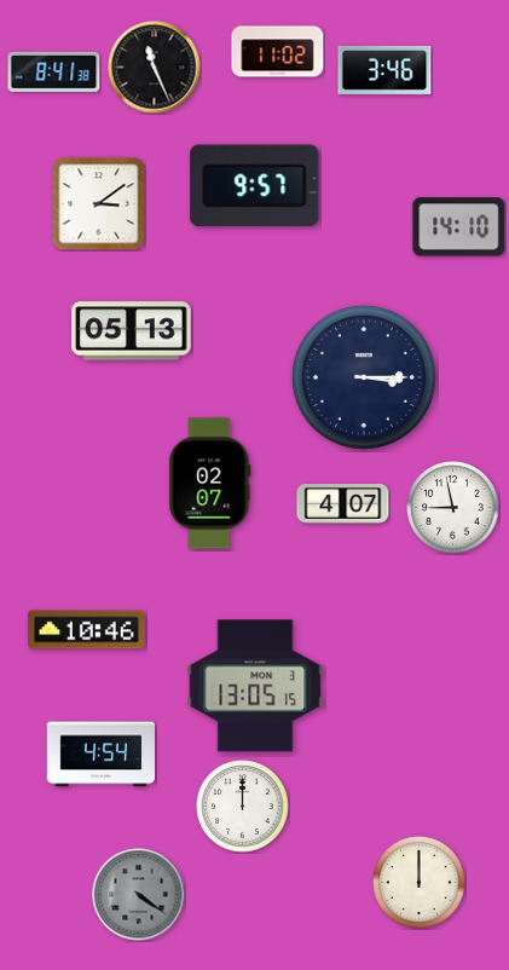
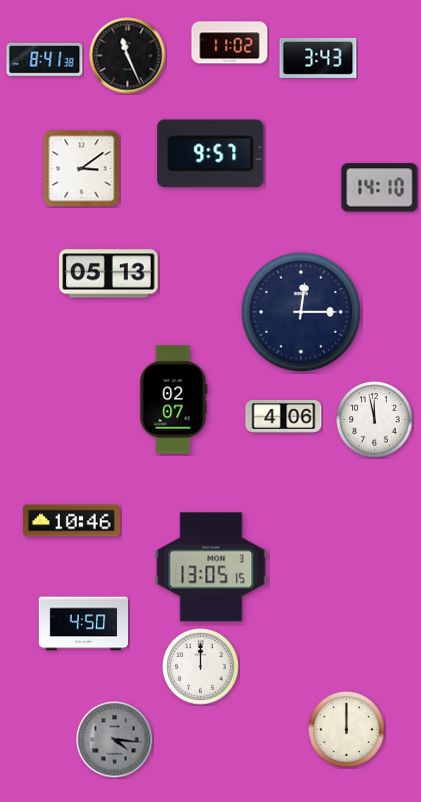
clock at (384, 70): 3:46 -> 3:43
clock at (364, 377): 3:15 -> 12:15
clock at (343, 504): 4:07 -> 4:06
clock at (453, 508): 8:58 -> 11:58
clock at (102, 755): 4:54 -> 4:50
clock at (139, 895): 4:21 -> 4:16
